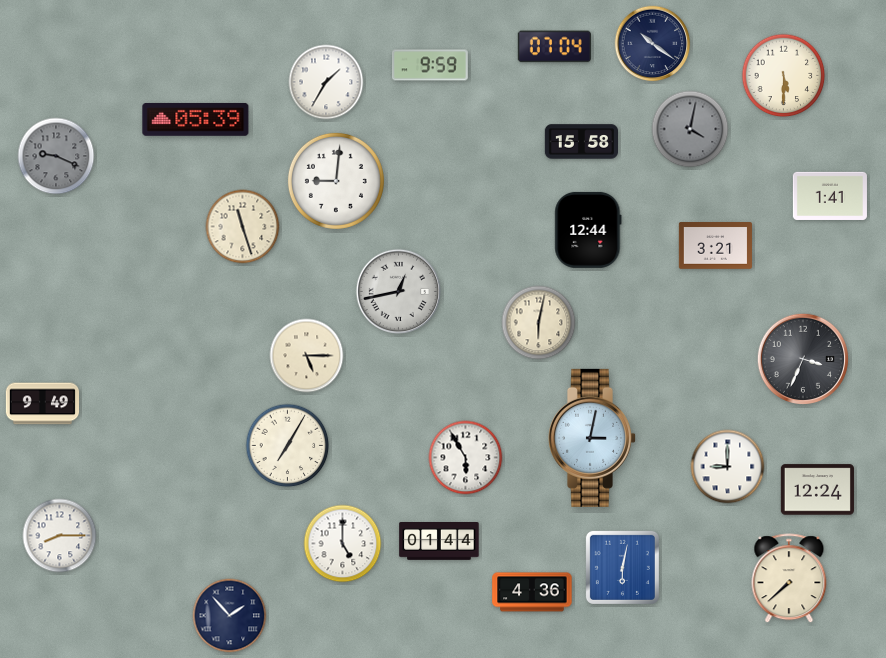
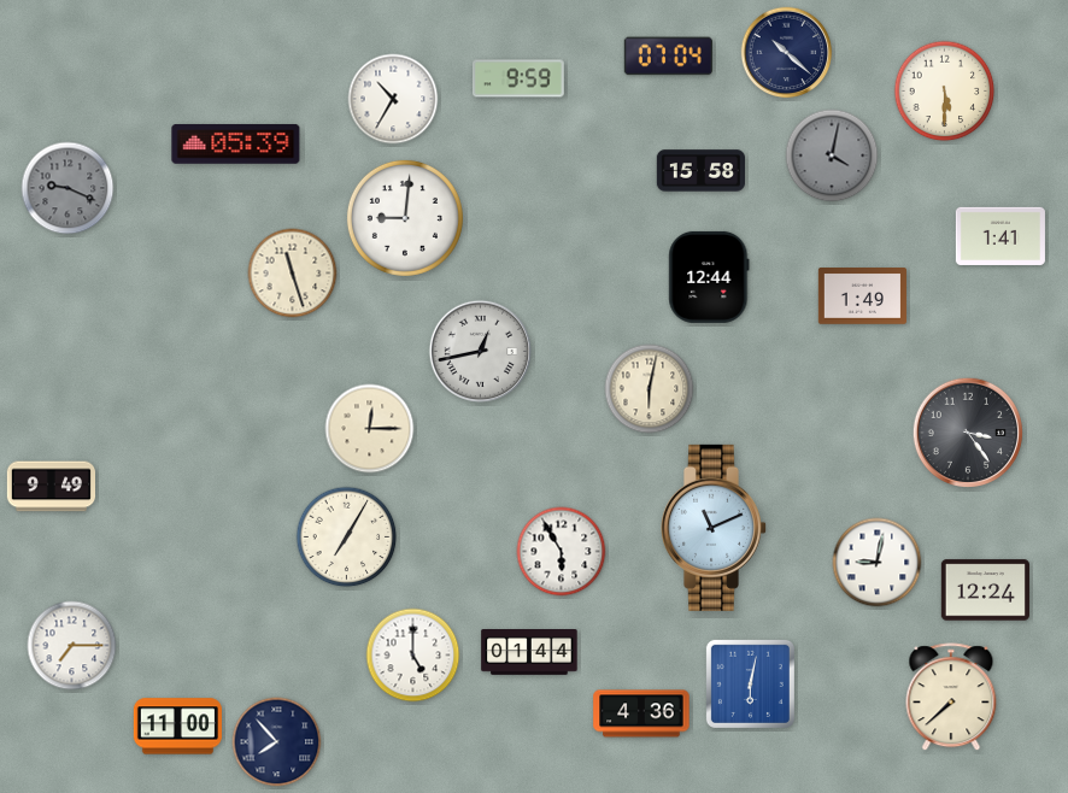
clock at (653, 44): 10:21 -> 10:22
clock at (326, 82): 1:35 -> 10:35
clock at (715, 246): 3:21 -> 1:49
clock at (307, 356): 5:15 -> 12:15
clock at (802, 358): 3:34 -> 3:24
clock at (591, 438): 3:02 -> 11:11
clock at (728, 467): 9:00 -> 9:02
clock at (60, 536): 8:15 -> 7:15
clock at (177, 727): none -> 11:00
clock at (230, 616): 1:53 -> 7:53
